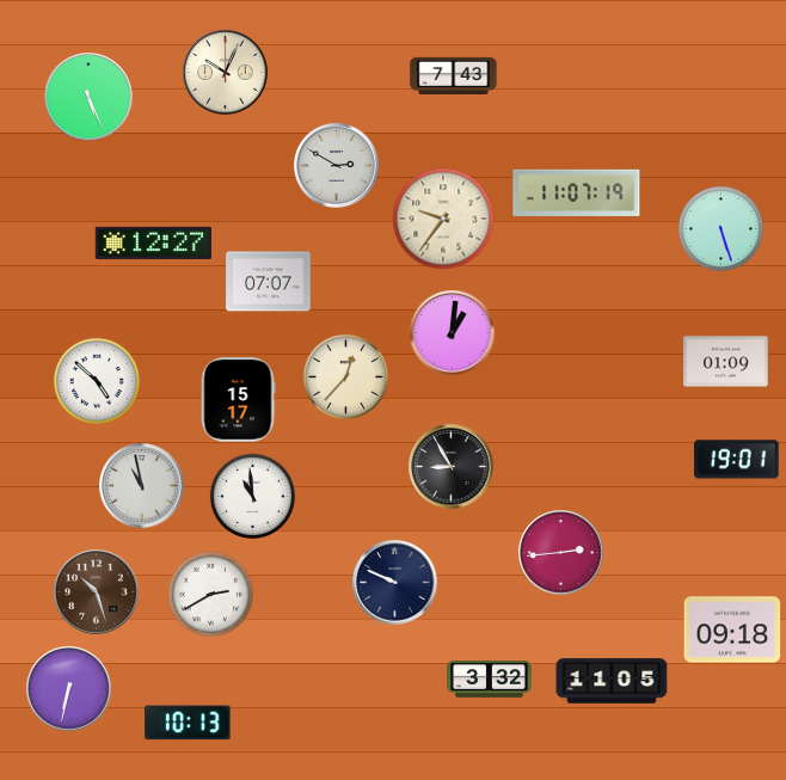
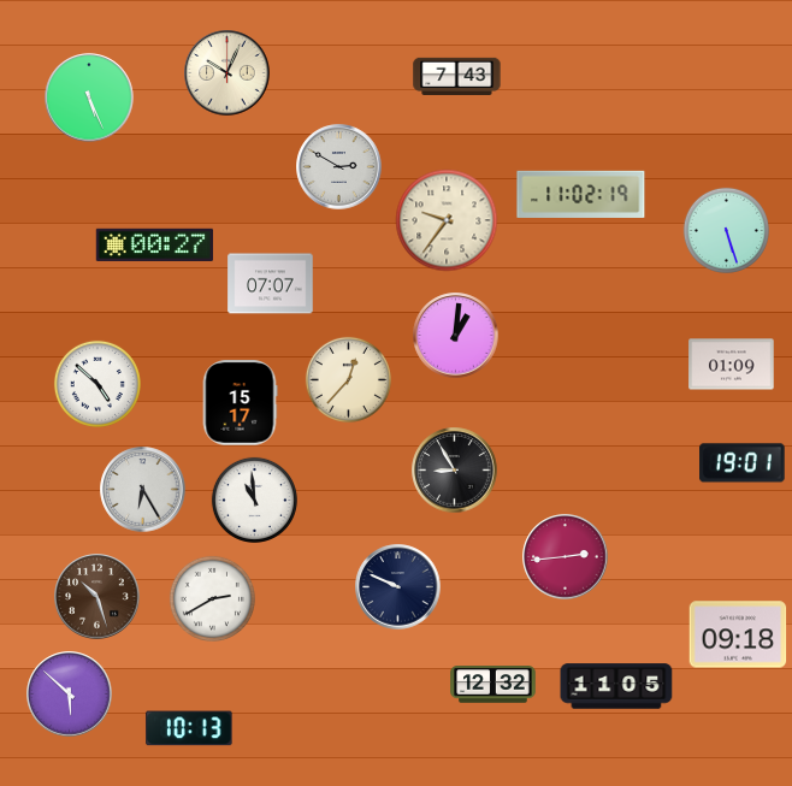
clock at (577, 192): 11:07 -> 11:02
clock at (153, 242): 12:27 -> 00:27
clock at (142, 486): 10:58 -> 6:25
clock at (490, 680): 3:32 -> 12:32
clock at (69, 689): 6:32 -> 5:52
